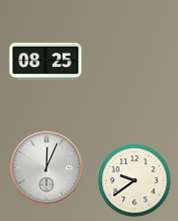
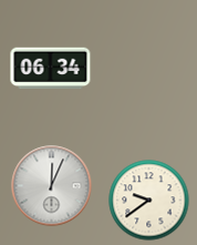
clock at (46, 62): 08:25 -> 06:34
